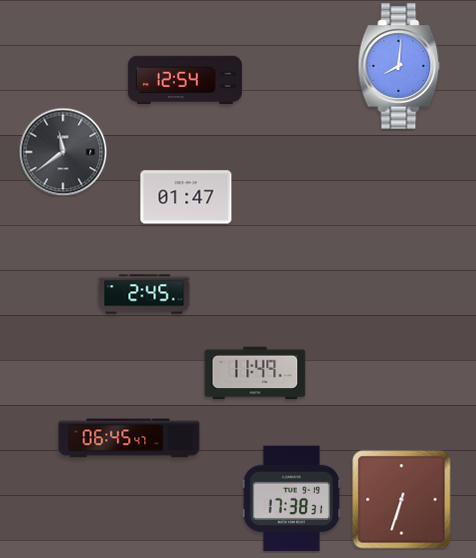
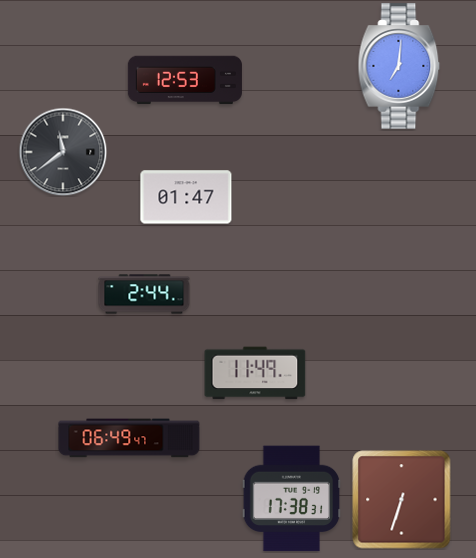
clock at (399, 66): 8:01 -> 7:01
clock at (185, 80): 12:54 -> 12:53
clock at (144, 294): 2:45 -> 2:44
clock at (129, 438): 06:45 -> 06:49
